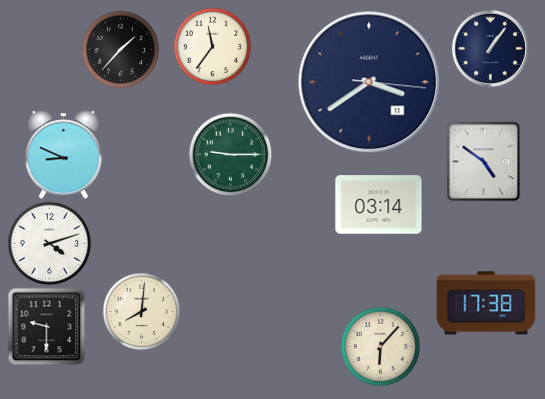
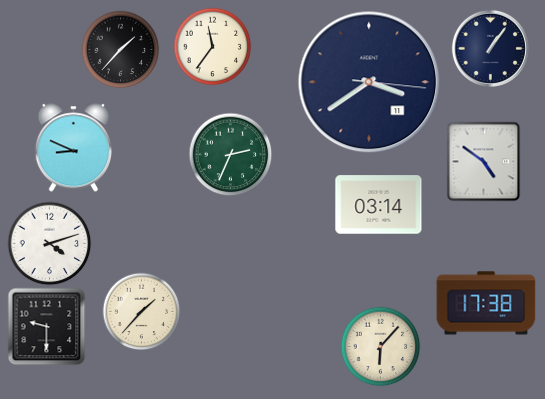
clock at (230, 154): 9:15 -> 2:34
clock at (63, 155) position: (63, 155) -> (73, 148)
clock at (141, 311): 8:01 -> 1:37
